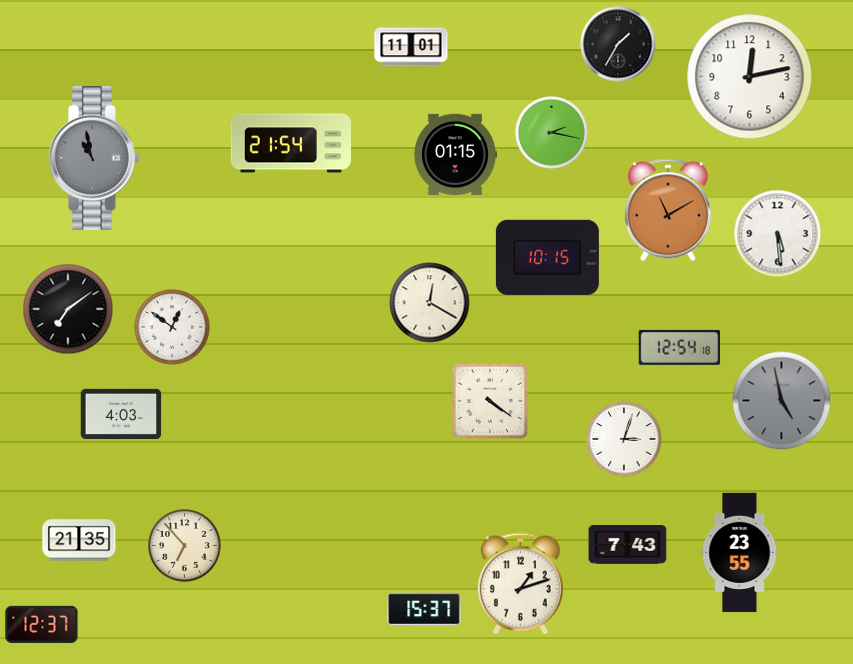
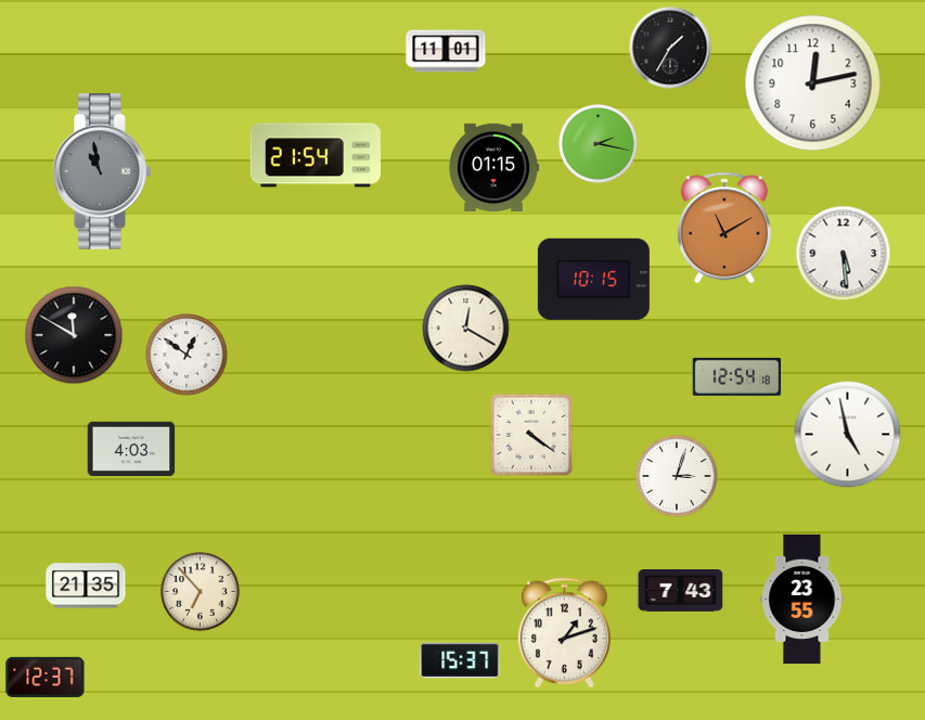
clock at (68, 309): 7:09 -> 11:50
clock at (782, 401) dial: grey -> white
